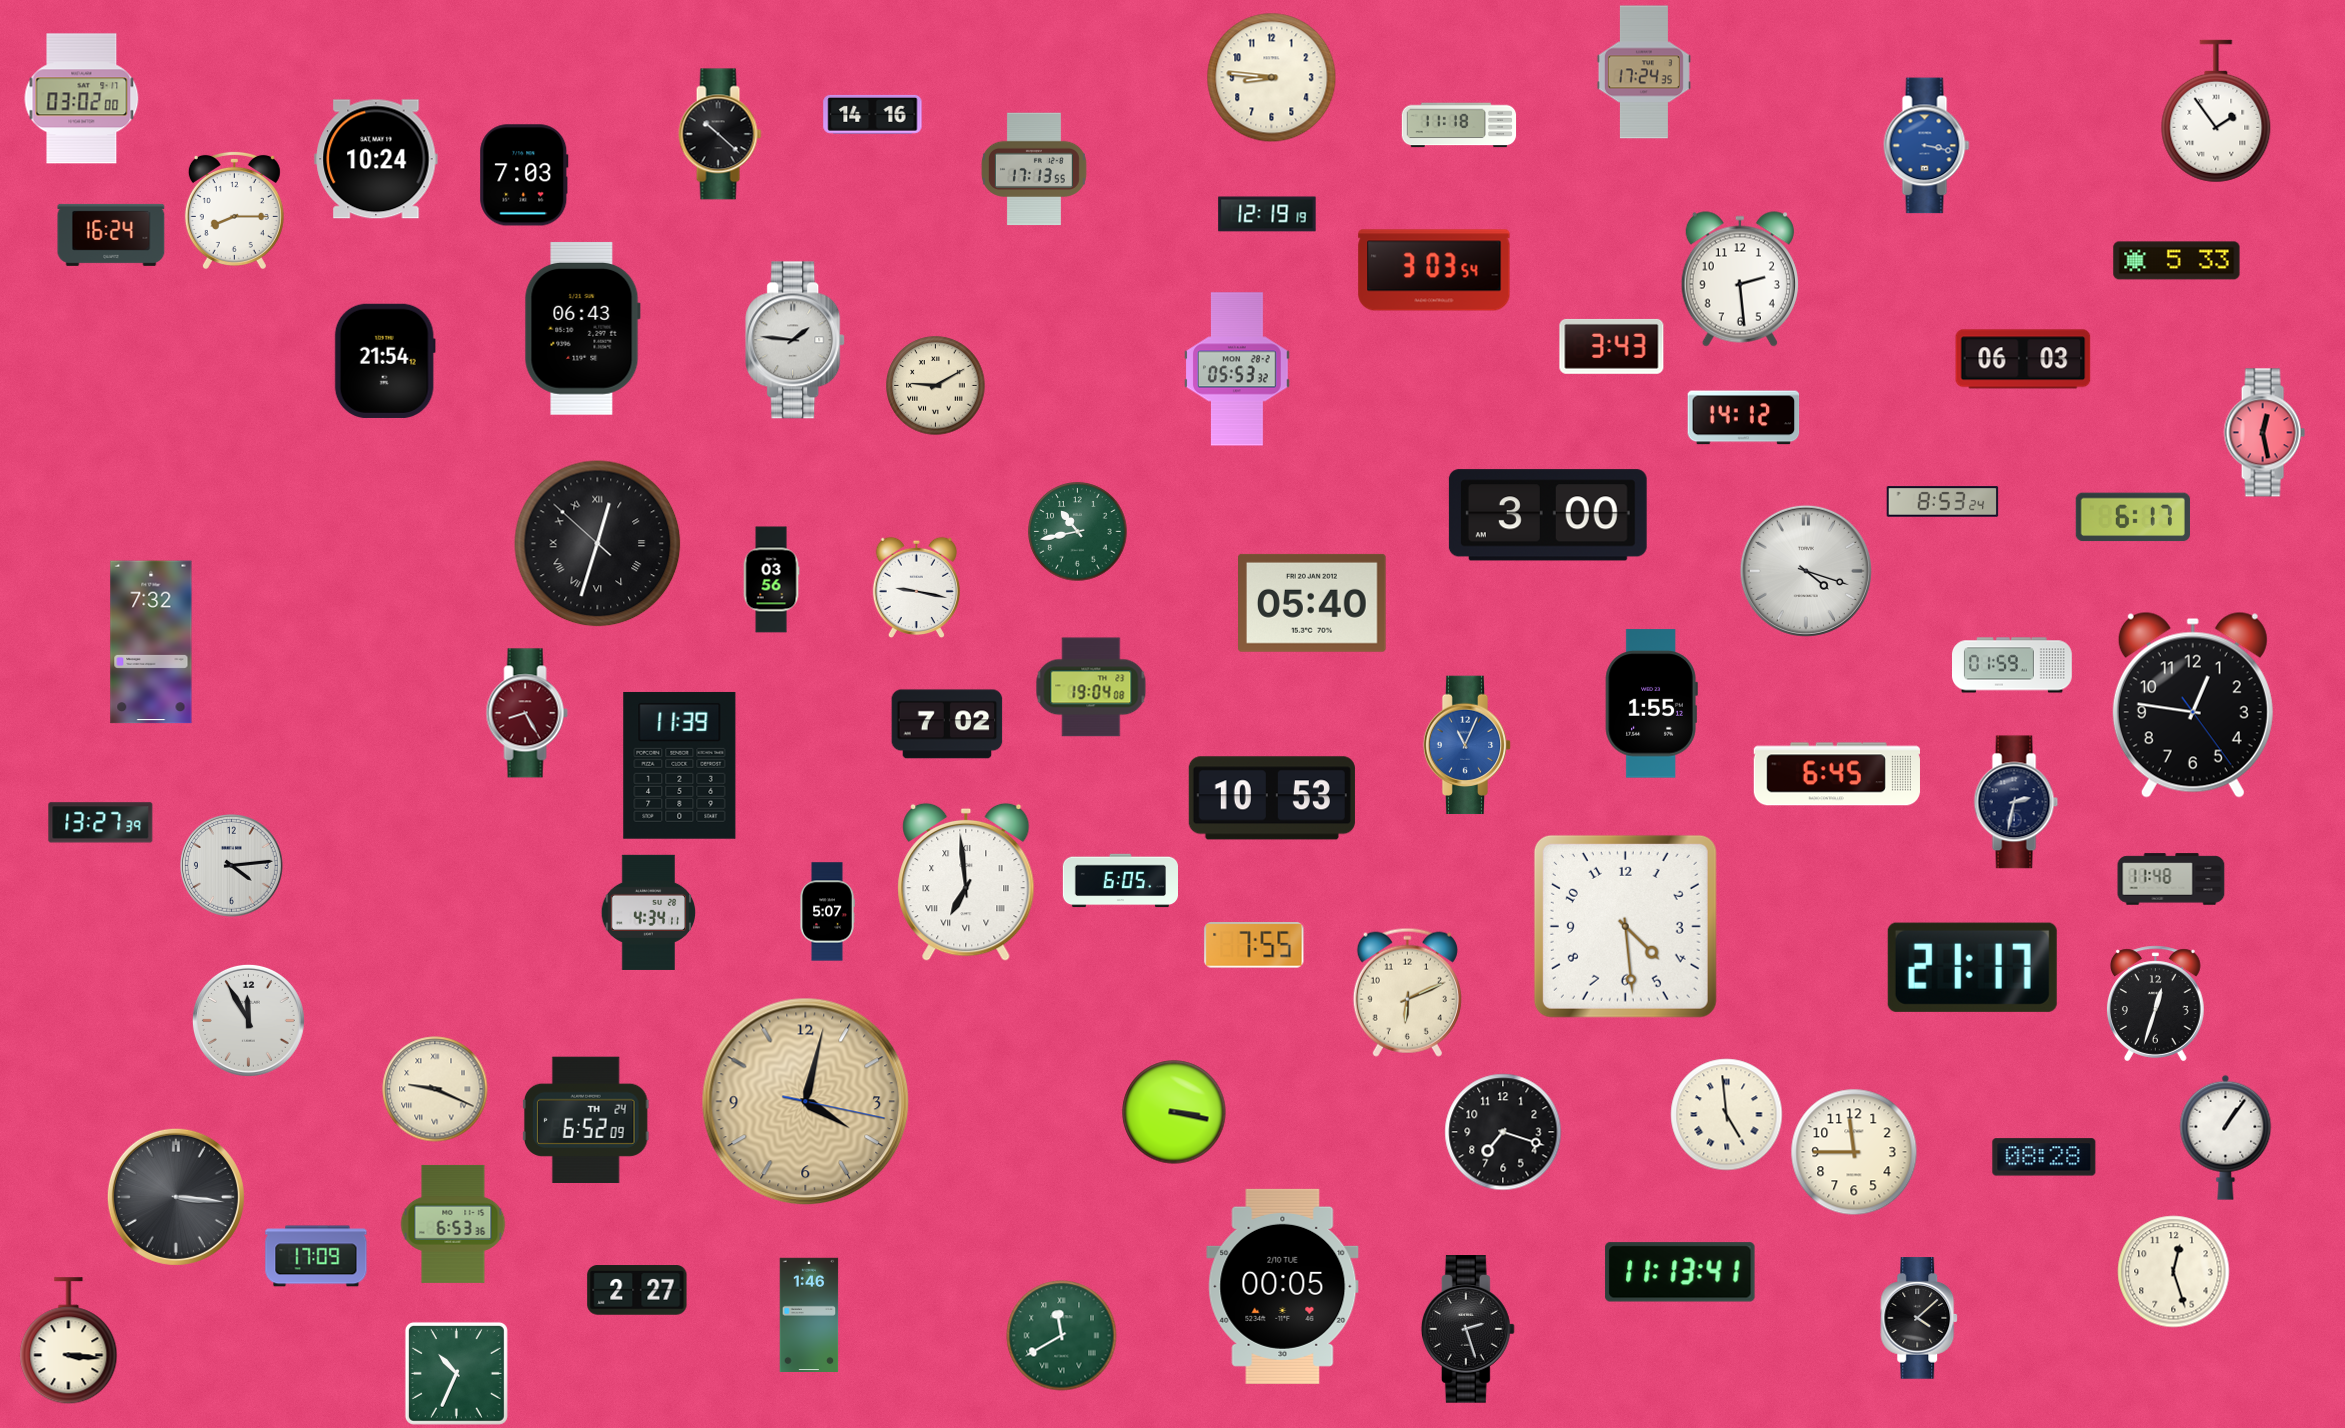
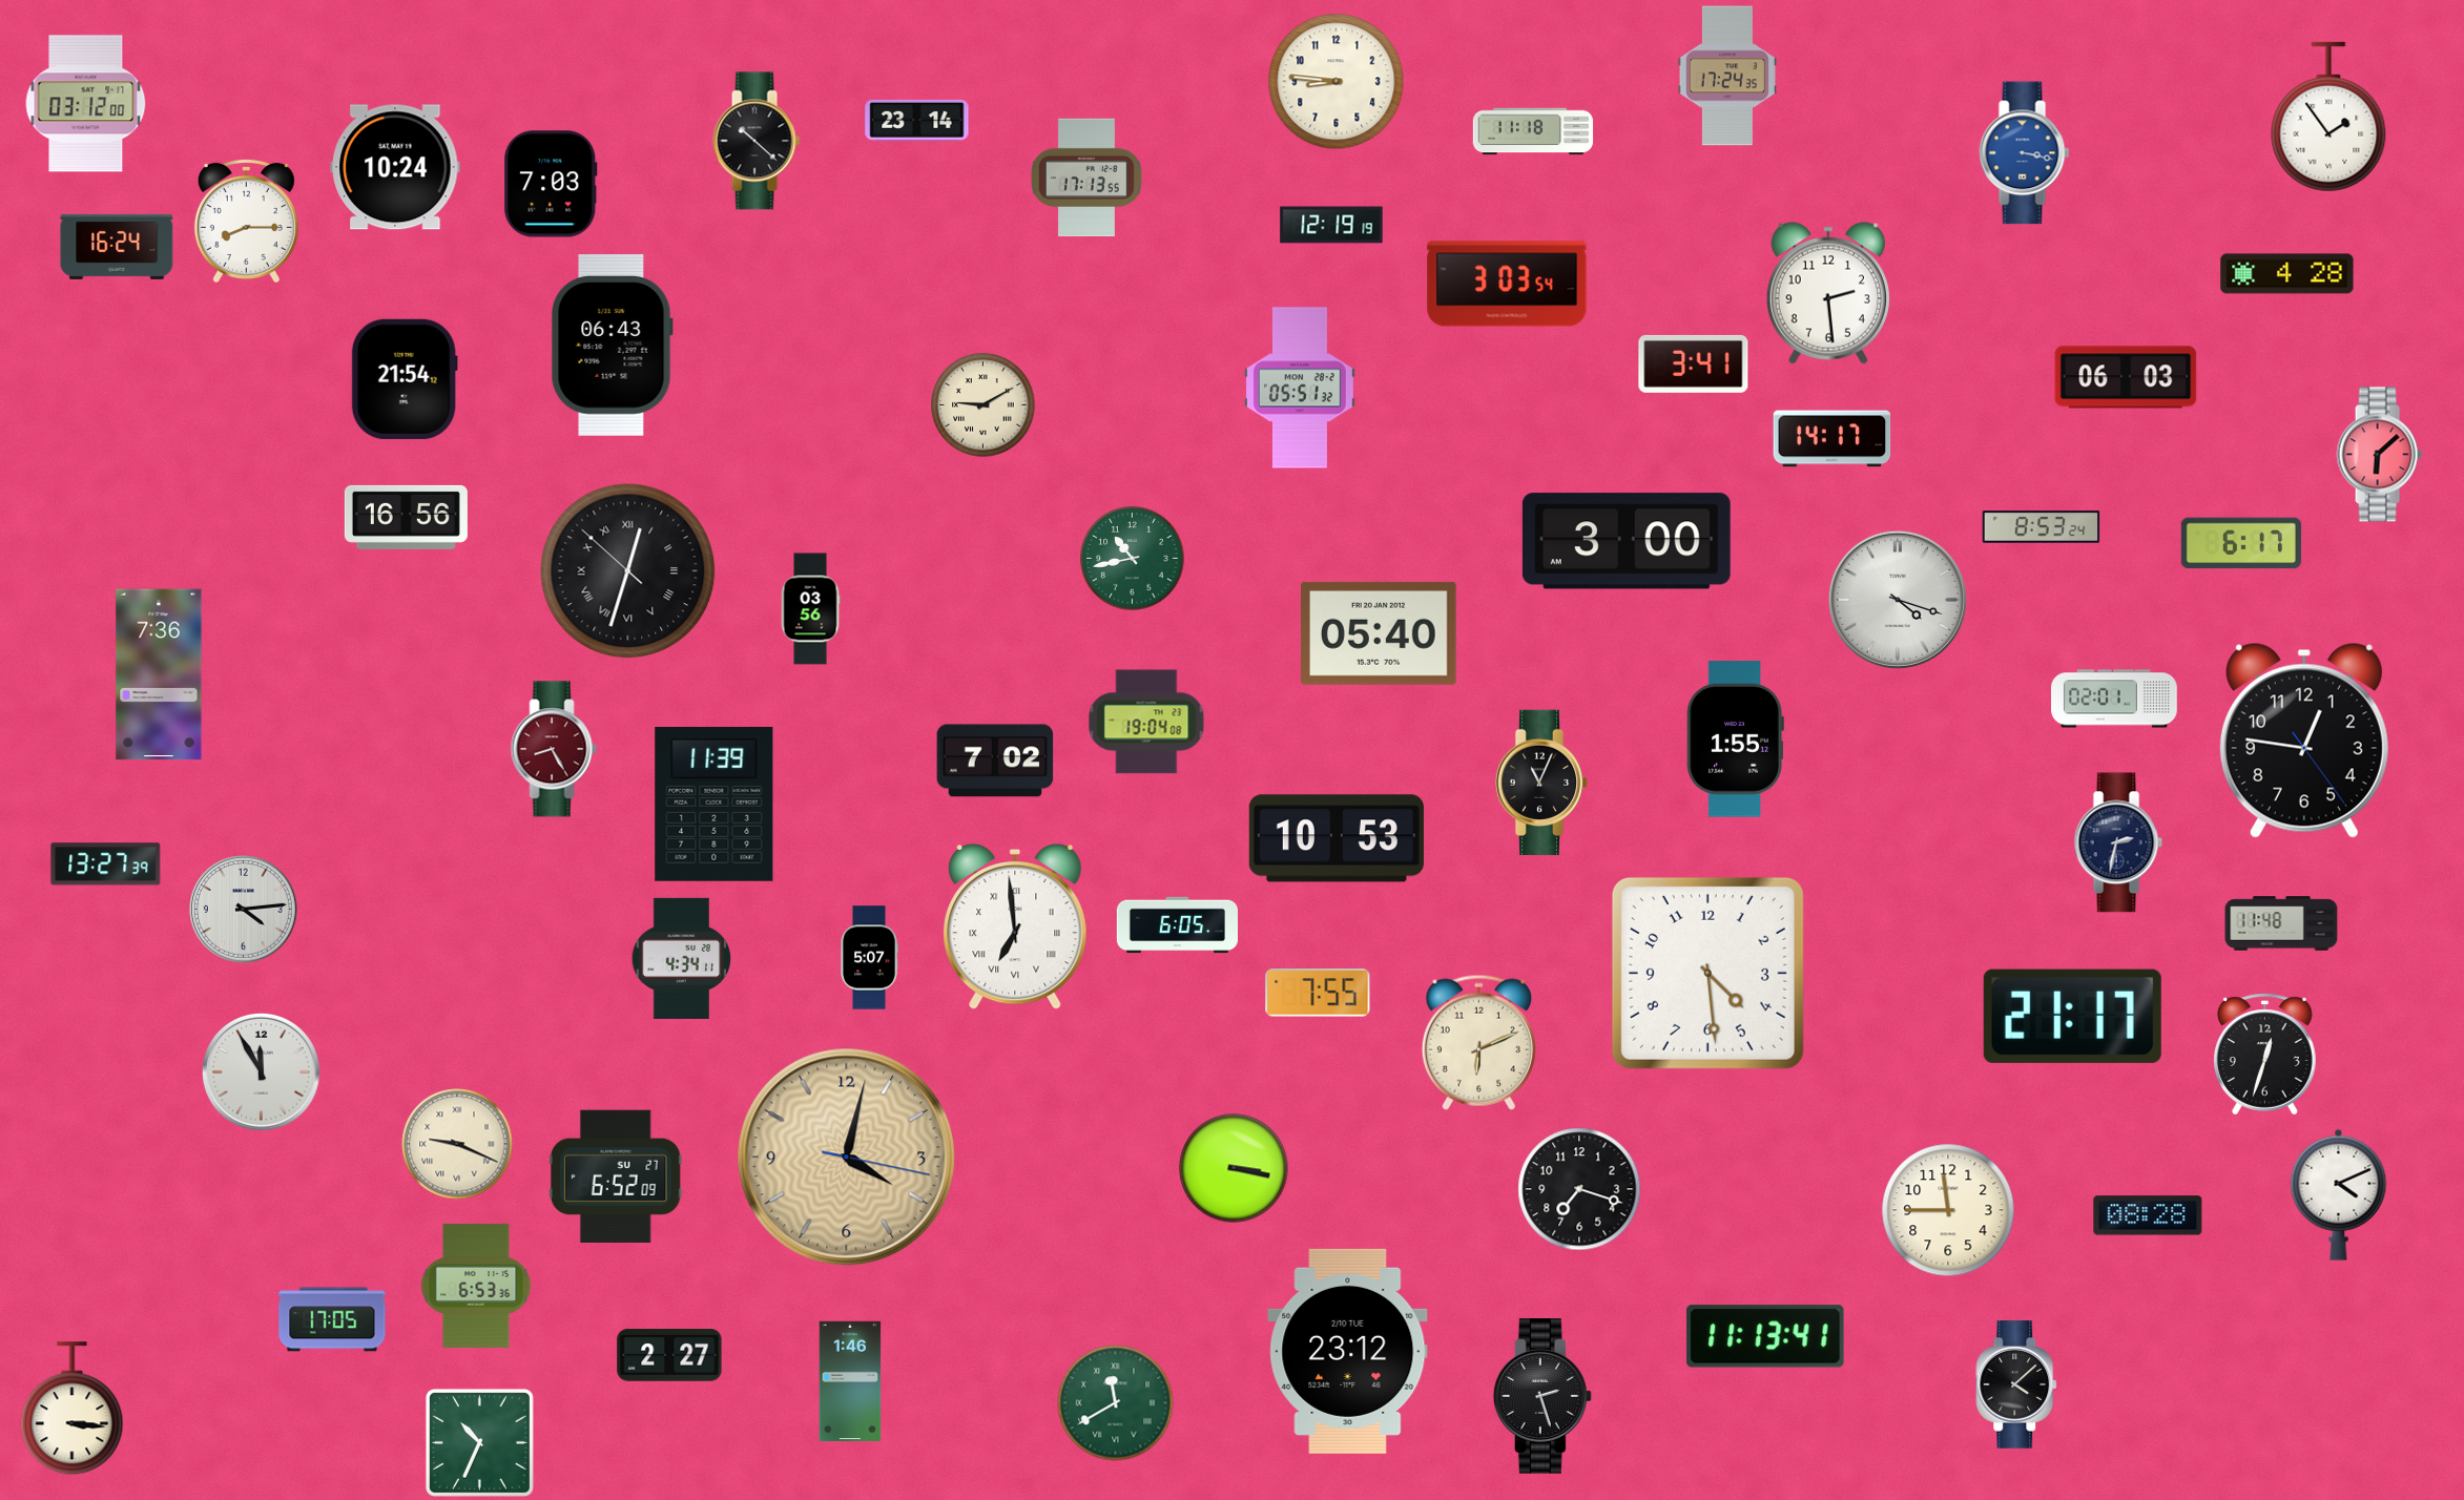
clock at (82, 99): 03:02 -> 03:12
clock at (873, 114): 14:16 -> 23:14
clock at (2177, 261): 5:33 -> 4:28
clock at (796, 340): 1:46 -> none
clock at (1612, 346): 3:43 -> 3:41
clock at (1238, 369): 05:53 -> 05:51
clock at (1744, 418): 14:12 -> 14:17
clock at (2264, 433): 12:28 -> 6:08
clock at (406, 517): none -> 16:56
clock at (916, 588): 9:17 -> none
clock at (151, 642): 7:32 -> 7:36
clock at (2013, 665): 01:59 -> 02:01
clock at (1467, 745) dial: blue -> black
clock at (1837, 774): 6:45 -> none
clock at (1727, 1115): 4:59 -> none
clock at (586, 1120) date: TH 24 -> SU 27
clock at (2226, 1137): 1:06 -> 4:11
clock at (176, 1197): 3:16 -> none
clock at (316, 1256): 17:09 -> 17:05
clock at (2174, 1272): 12:27 -> none
clock at (1283, 1286): 00:05 -> 23:12
